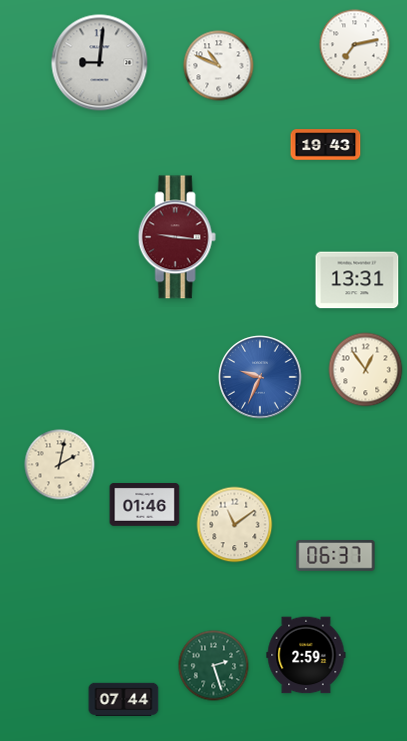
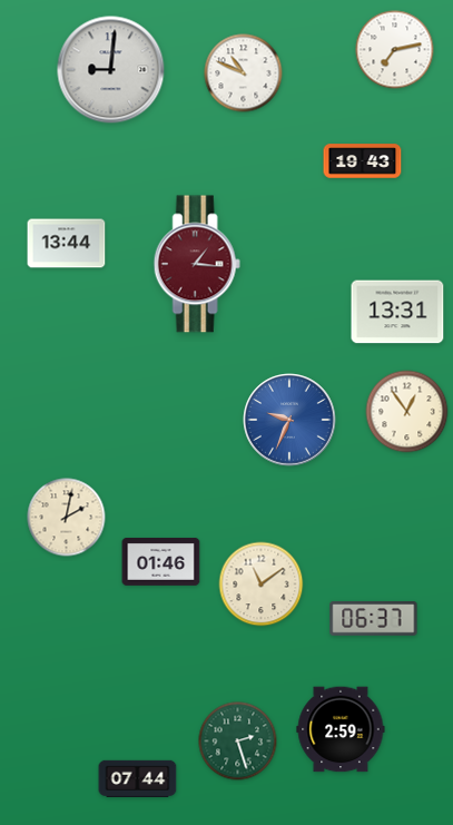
clock at (67, 244): none -> 13:44
clock at (177, 237): 9:16 -> 1:16
